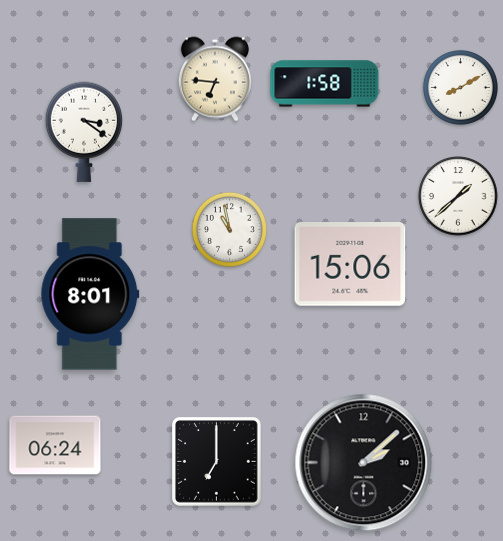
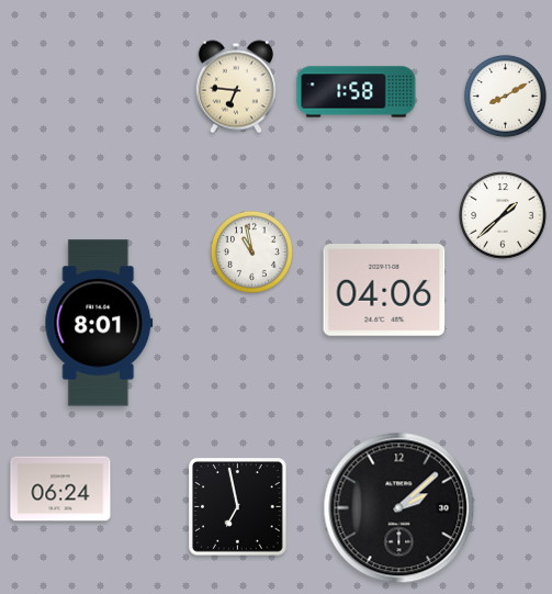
clock at (83, 132): 3:21 -> none
clock at (350, 265): 15:06 -> 04:06
clock at (217, 462): 7:00 -> 6:58
